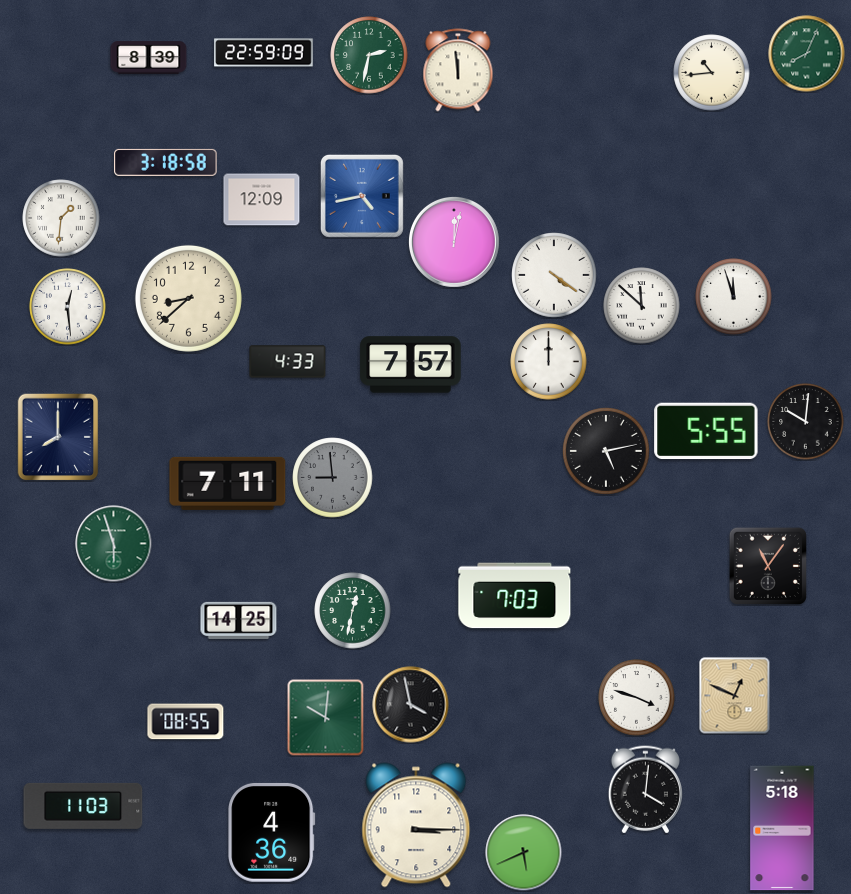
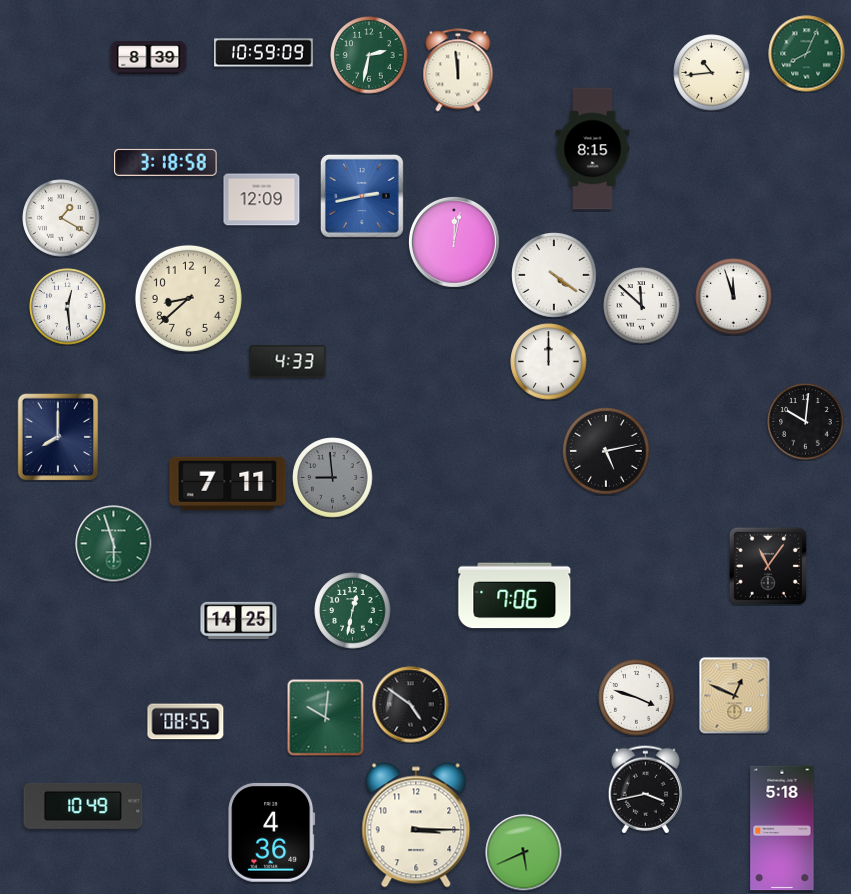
clock at (264, 53): 22:59 -> 10:59
clock at (593, 149): none -> 8:15
clock at (362, 196): 4:43 -> 2:43
clock at (61, 218): 1:31 -> 1:20
clock at (411, 365): 7:57 -> none
clock at (706, 431): 5:55 -> none
clock at (515, 596): 7:03 -> 7:06
clock at (411, 705): 3:58 -> 4:51
clock at (645, 790): 4:01 -> 3:43
clock at (83, 806): 11:03 -> 10:49
